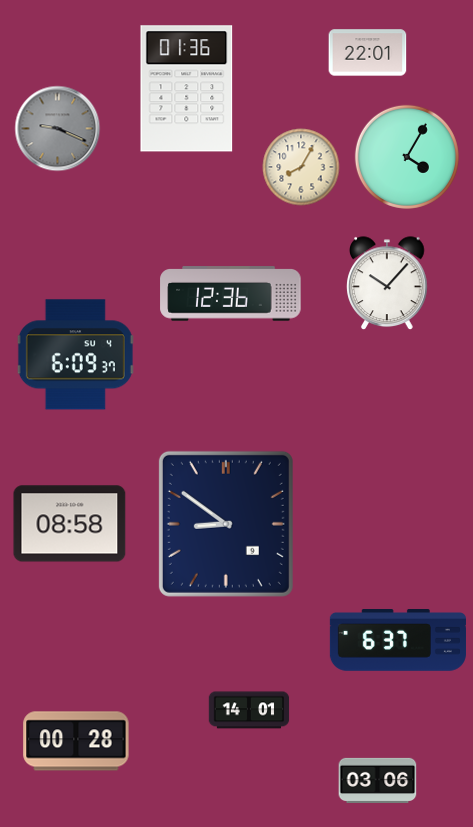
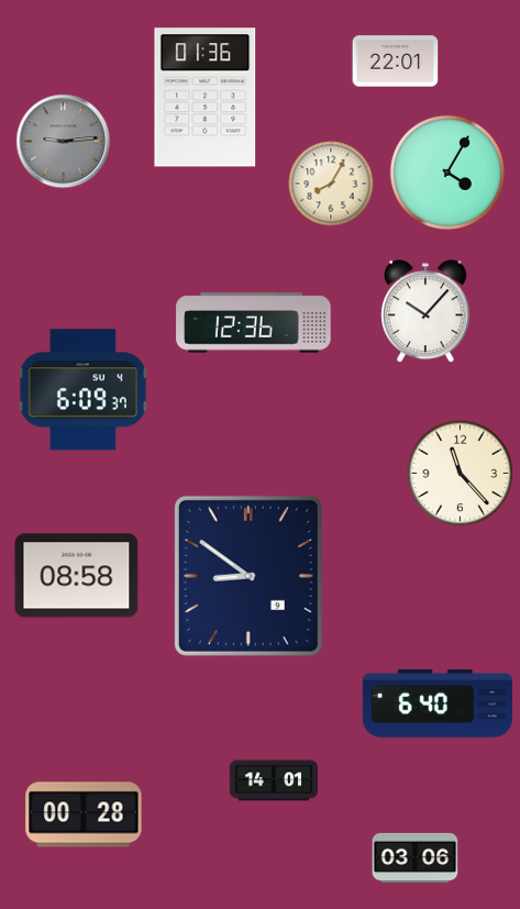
clock at (368, 53) position: (368, 53) -> (396, 62)
clock at (58, 129): 9:19 -> 9:14
clock at (461, 474): none -> 11:23
clock at (398, 641): 6:37 -> 6:40
